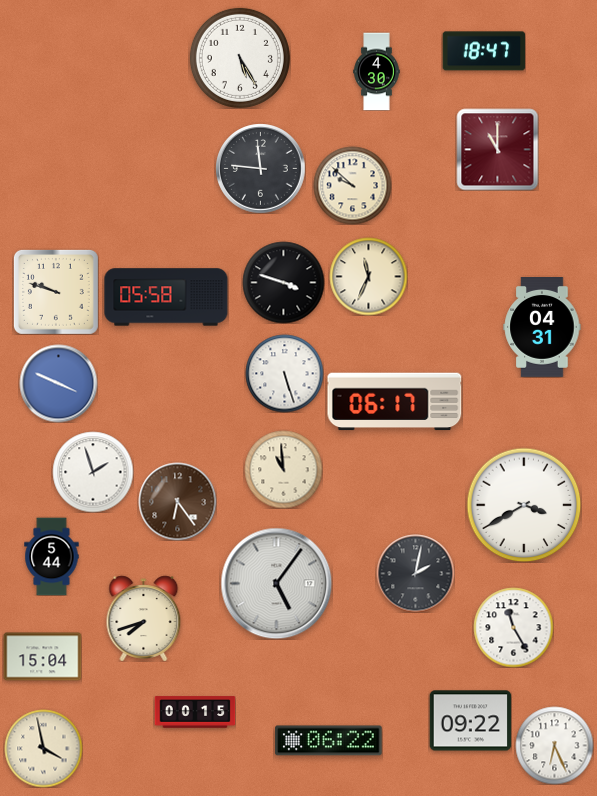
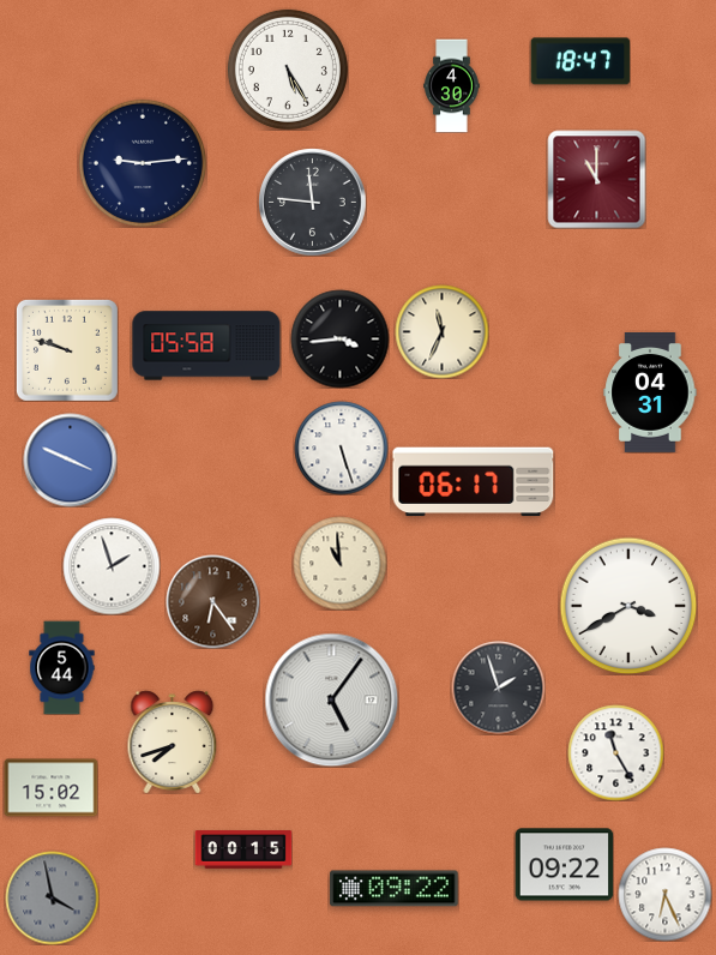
clock at (142, 162): none -> 9:14
clock at (352, 185): 9:52 -> none
clock at (283, 282): 3:48 -> 3:44
clock at (166, 297) position: (166, 297) -> (206, 346)
clock at (415, 573): 2:02 -> 1:57
clock at (42, 657): 15:04 -> 15:02
clock at (195, 712) position: (195, 712) -> (243, 849)
clock at (329, 741): 06:22 -> 09:22
clock at (43, 748) dial: cream -> grey
